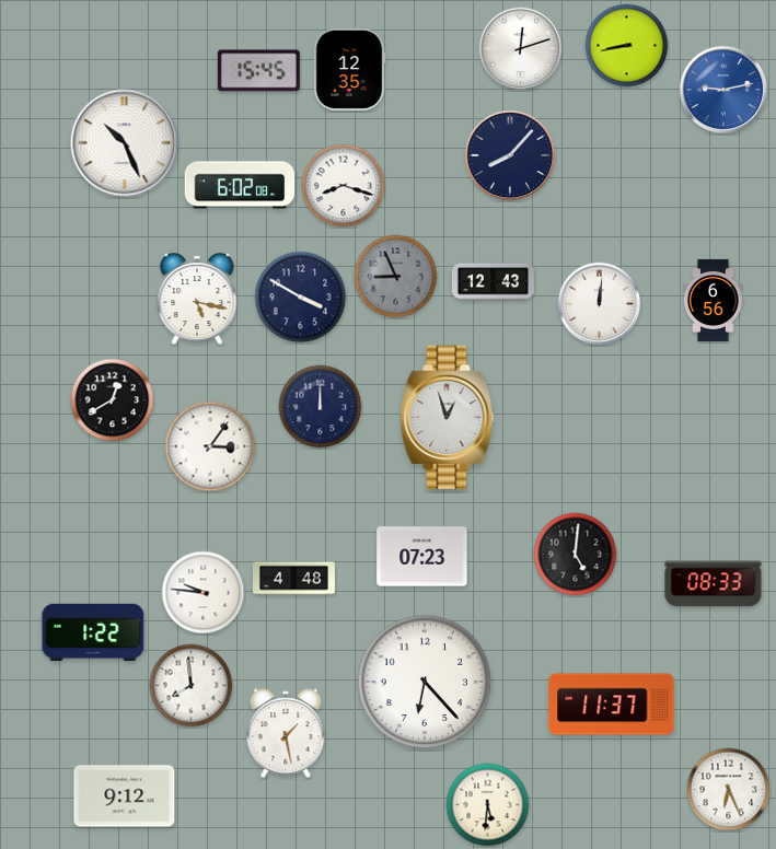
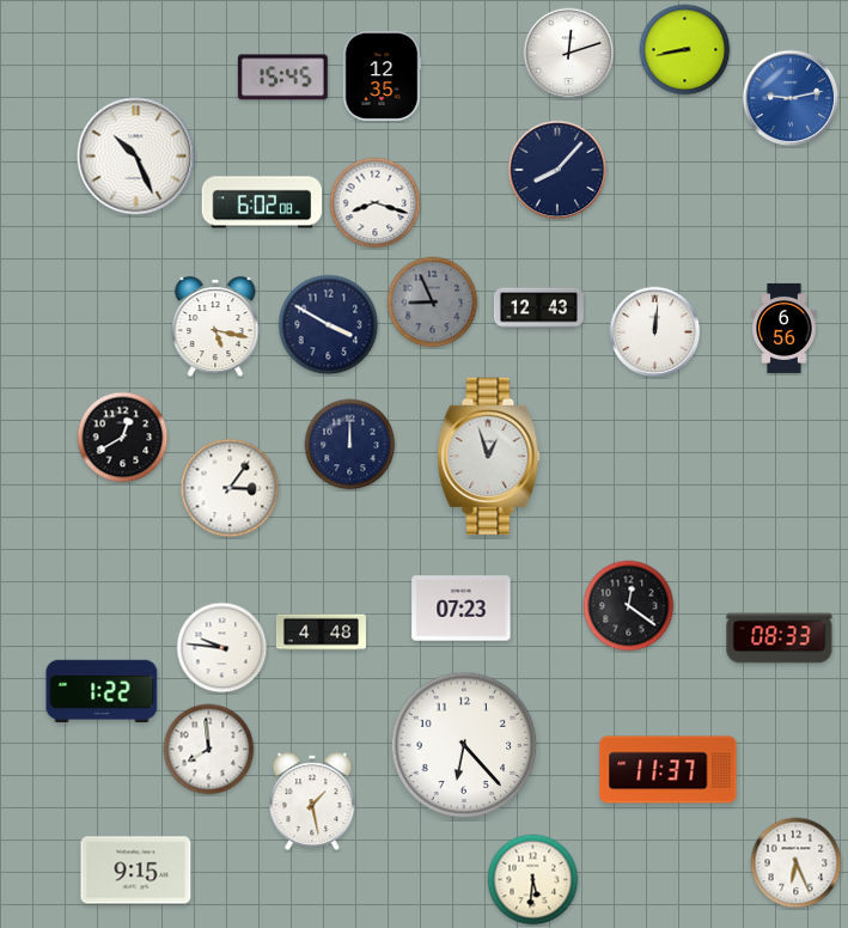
clock at (714, 300) position: (714, 300) -> (785, 328)
clock at (576, 555): 5:01 -> 12:21
clock at (125, 796): 9:12 -> 9:15
